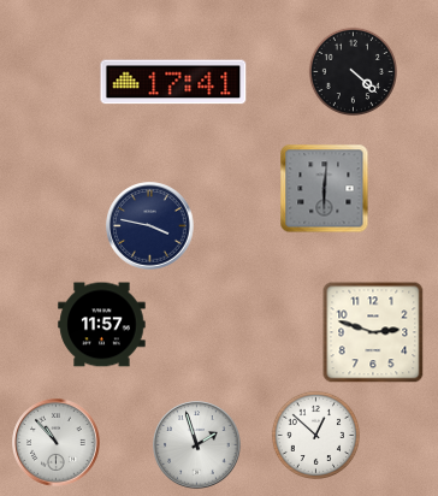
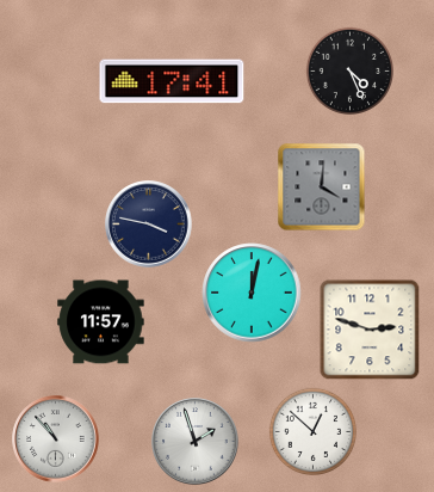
clock at (353, 71): 4:22 -> 4:26
clock at (325, 189): 6:01 -> 4:01
clock at (252, 293): none -> 12:02
